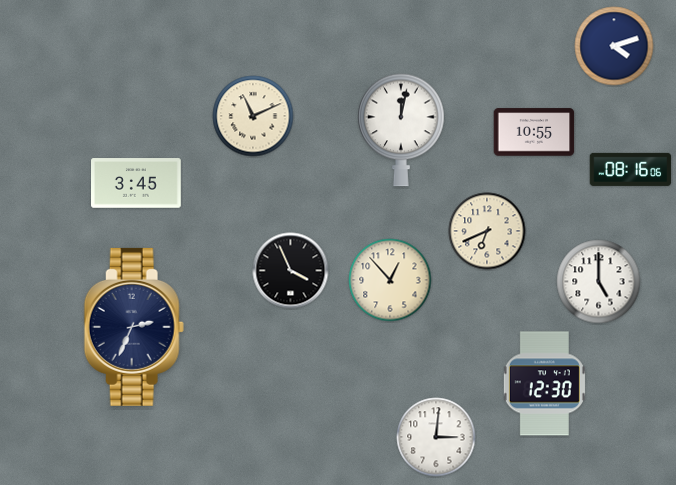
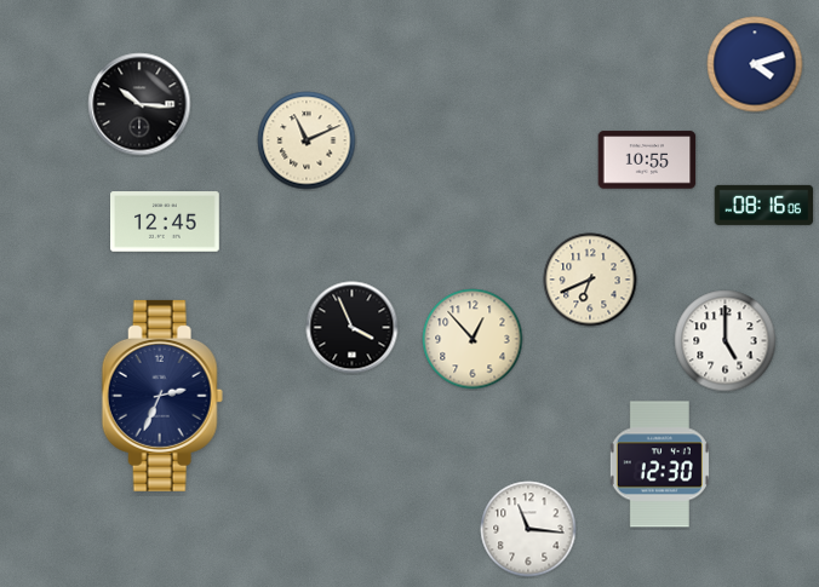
clock at (614, 46) position: (614, 46) -> (755, 64)
clock at (139, 104): none -> 10:16
clock at (401, 130): 12:02 -> none
clock at (137, 183): 3:45 -> 12:45
clock at (436, 437): 3:01 -> 11:16
